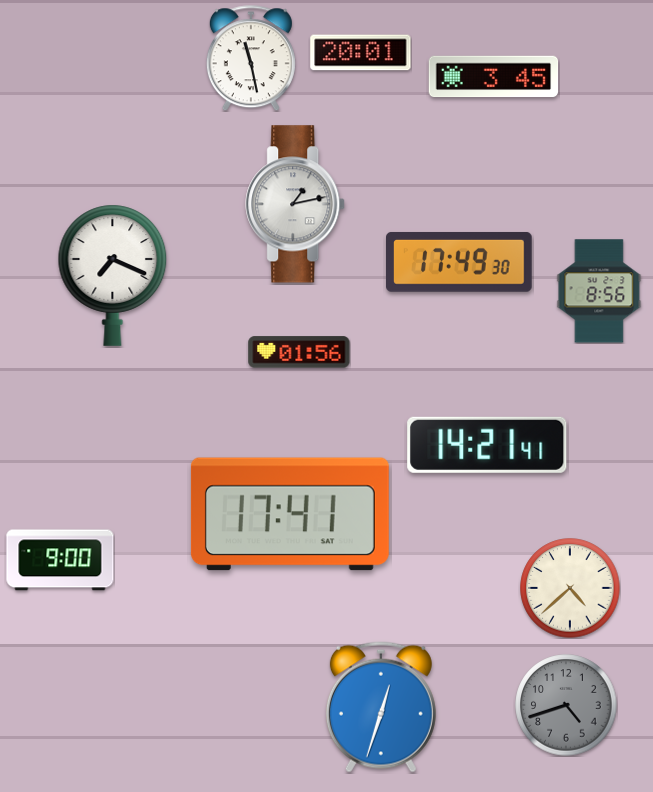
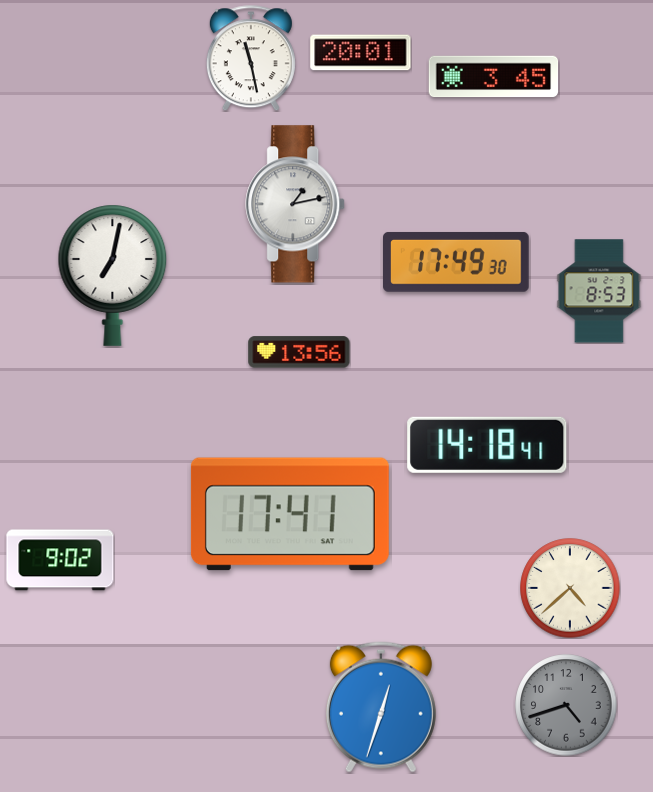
clock at (460, 262) position: (460, 262) -> (457, 262)
clock at (113, 275): 7:19 -> 7:02
clock at (599, 291): 8:56 -> 8:53
clock at (299, 352): 01:56 -> 13:56
clock at (487, 445): 14:21 -> 14:18
clock at (60, 560): 9:00 -> 9:02
